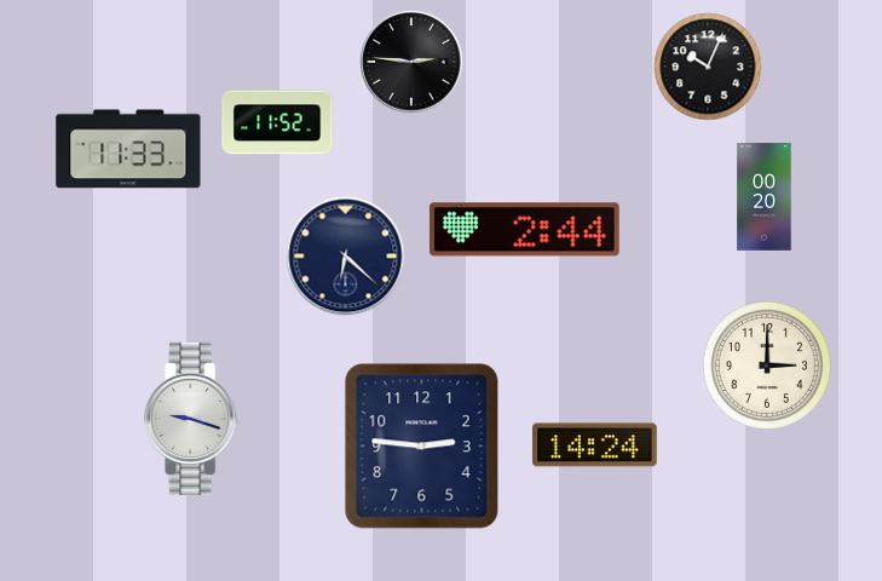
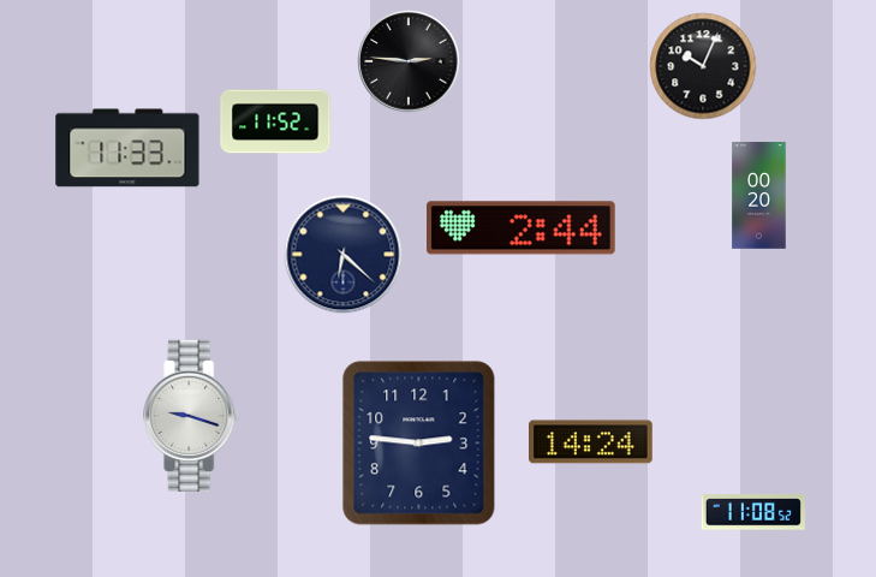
clock at (767, 366): 3:00 -> none
clock at (753, 512): none -> 11:08
